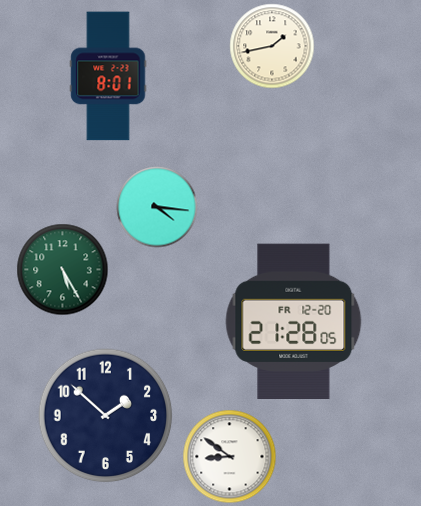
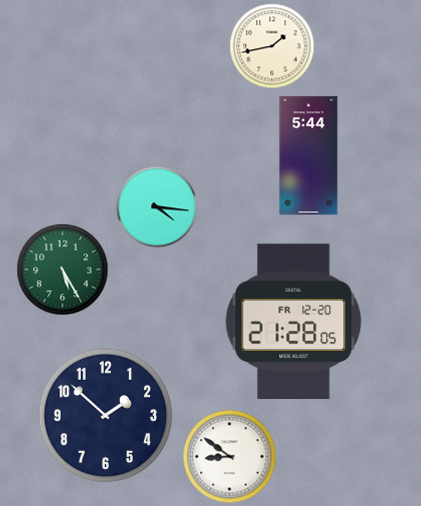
clock at (108, 76): 8:01 -> none
clock at (309, 156): none -> 5:44
